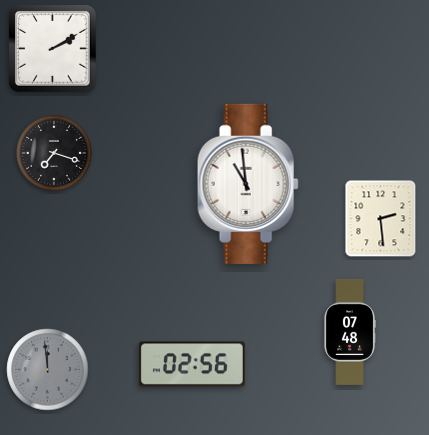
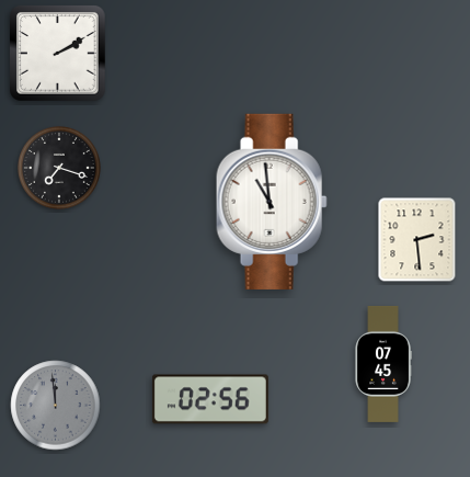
clock at (350, 332): 07:48 -> 07:45
clock at (48, 370) position: (48, 370) -> (56, 406)
